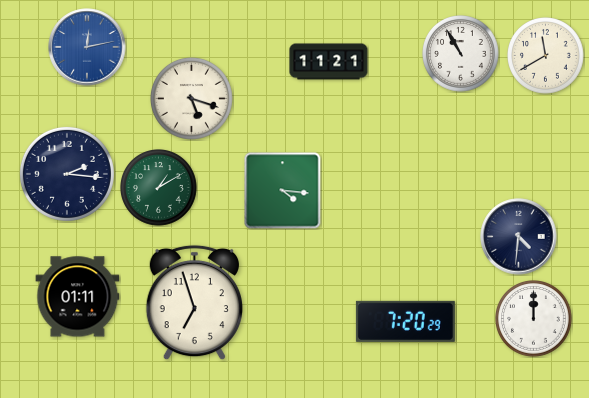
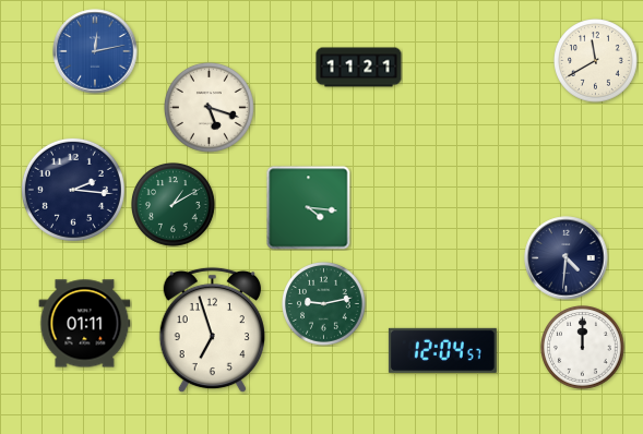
clock at (461, 54): 10:55 -> none
clock at (324, 304): none -> 9:13
clock at (405, 321): 7:20 -> 12:04
